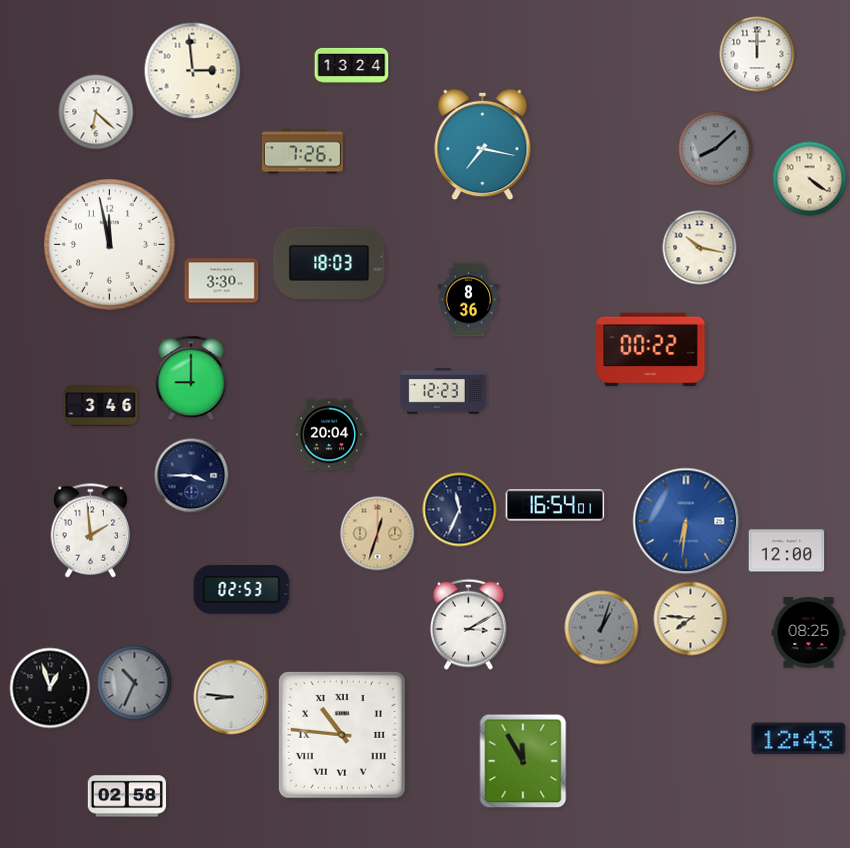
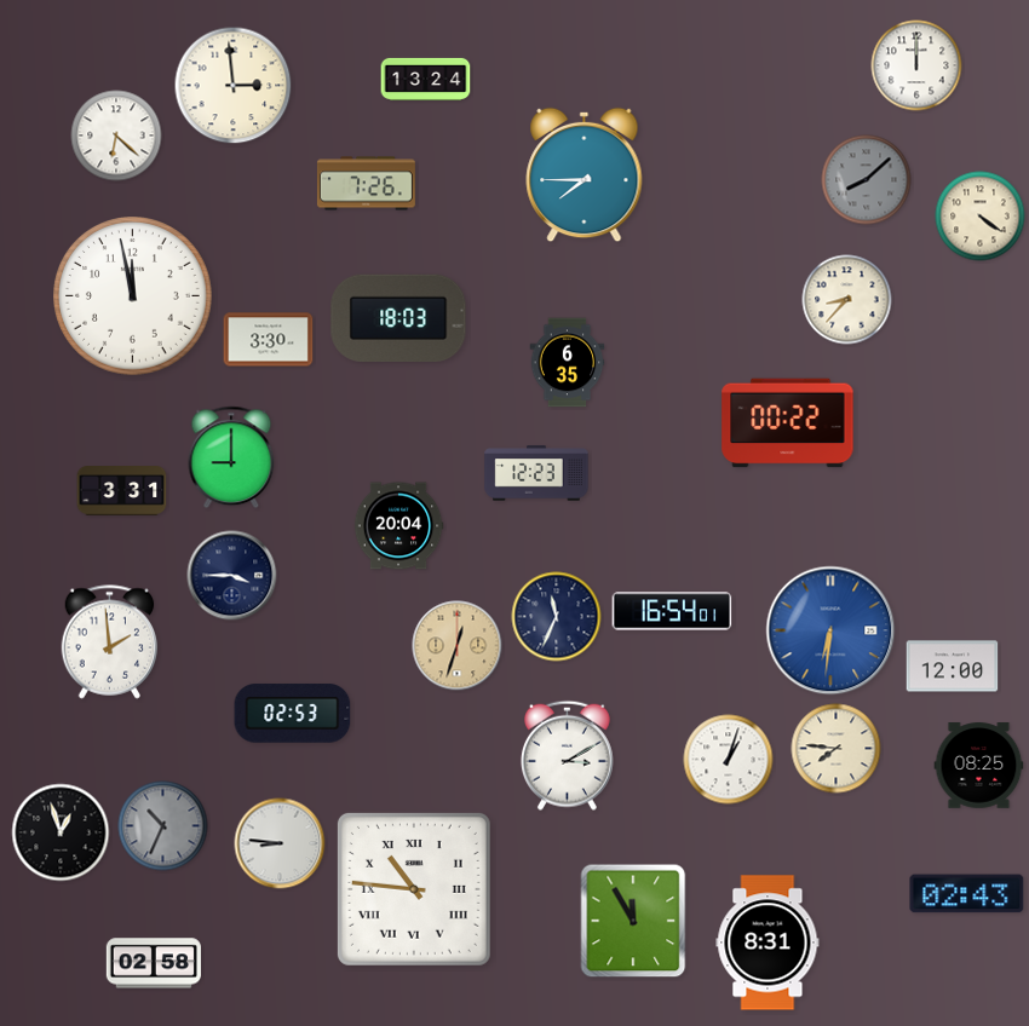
clock at (483, 145): 7:17 -> 7:45
clock at (700, 248): 10:17 -> 8:37
clock at (469, 300): 8:36 -> 6:35
clock at (101, 406): 3:46 -> 3:31
clock at (602, 628) dial: grey -> white
clock at (799, 739): 12:43 -> 02:43
clock at (768, 943): none -> 8:31
